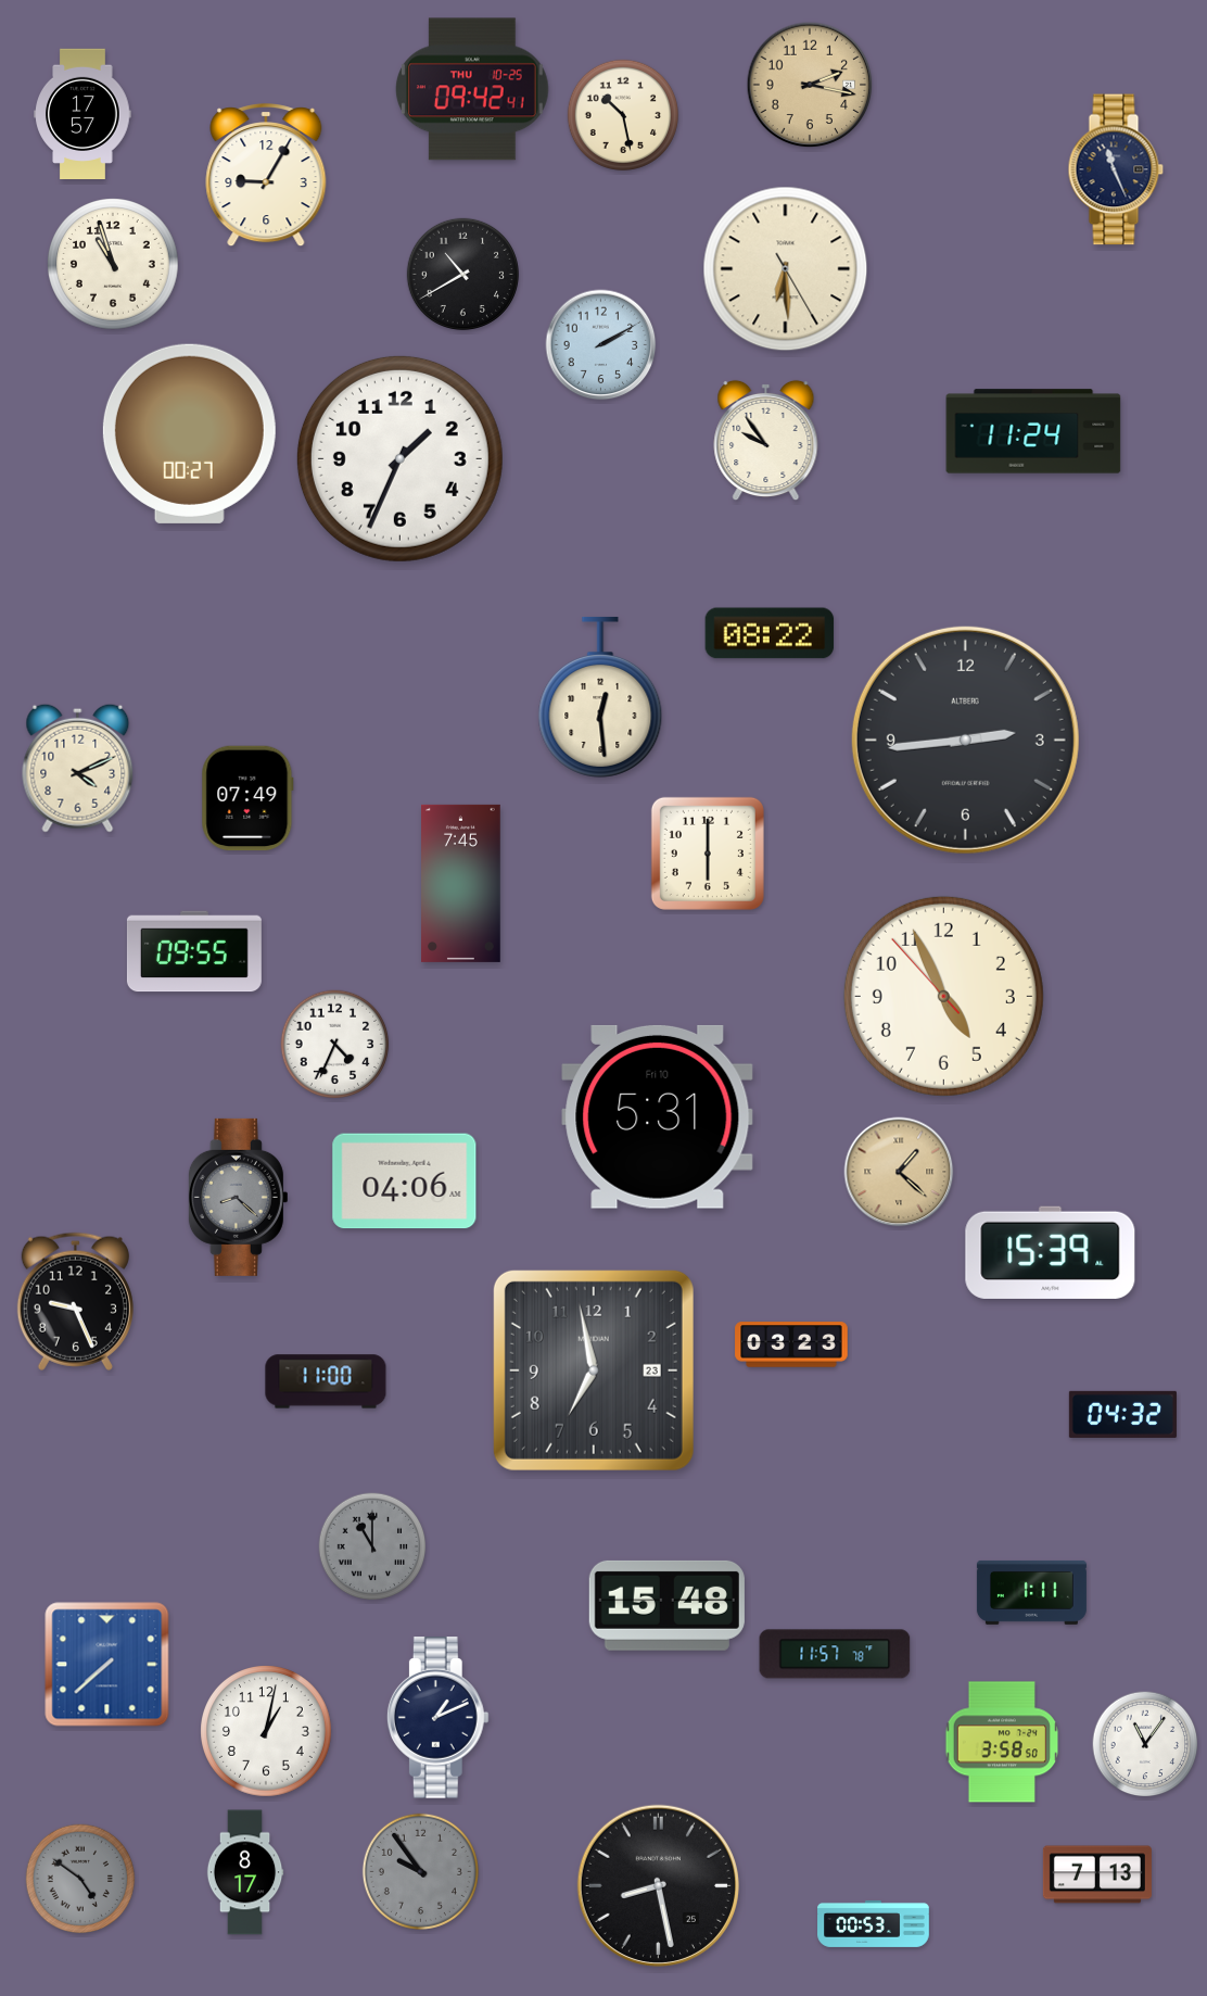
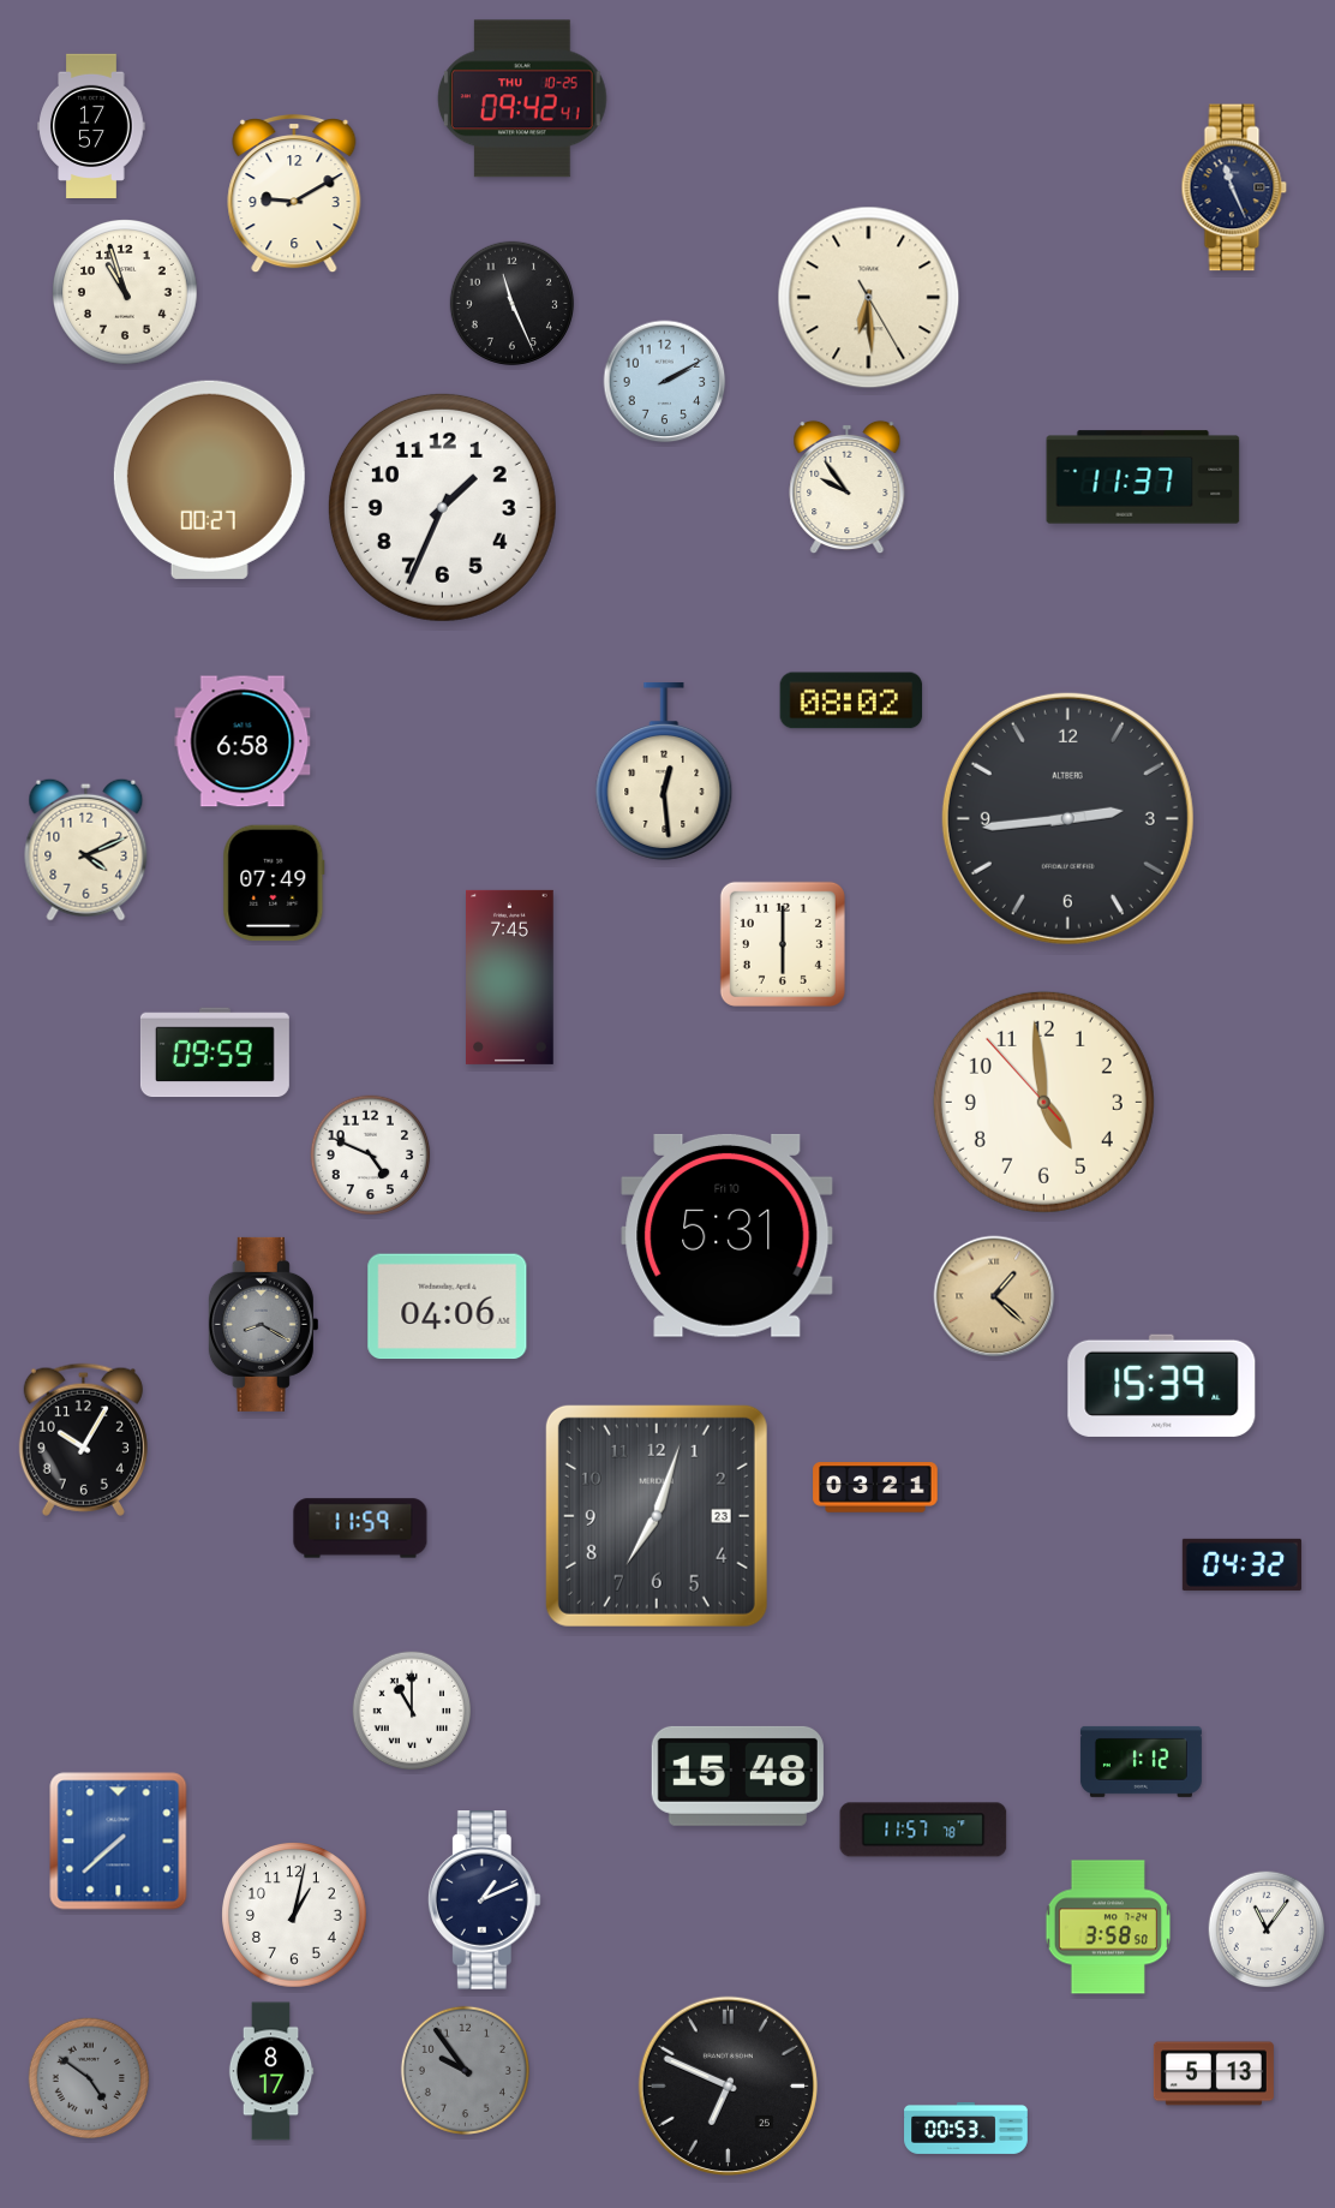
clock at (810, 85): 2:17 -> none
clock at (622, 114): 10:28 -> none
clock at (266, 176): 9:05 -> 9:10
clock at (462, 274): 10:40 -> 11:26
clock at (1033, 431): 11:24 -> 11:37
clock at (770, 633): 08:22 -> 08:02
clock at (243, 741): none -> 6:58
clock at (194, 951): 09:55 -> 09:59
clock at (943, 996): 4:55 -> 4:58
clock at (335, 1045): 4:34 -> 4:49
clock at (238, 1197): 8:22 -> 8:20
clock at (75, 1301): 9:26 -> 10:05
clock at (791, 1344): 03:23 -> 03:21
clock at (594, 1370): 6:58 -> 7:03
clock at (326, 1381): 11:00 -> 11:59
clock at (372, 1546) dial: grey -> white
clock at (1031, 1592): 1:11 -> 1:12
clock at (1097, 1874): 7:13 -> 5:13
clock at (658, 1885): 8:28 -> 6:49
